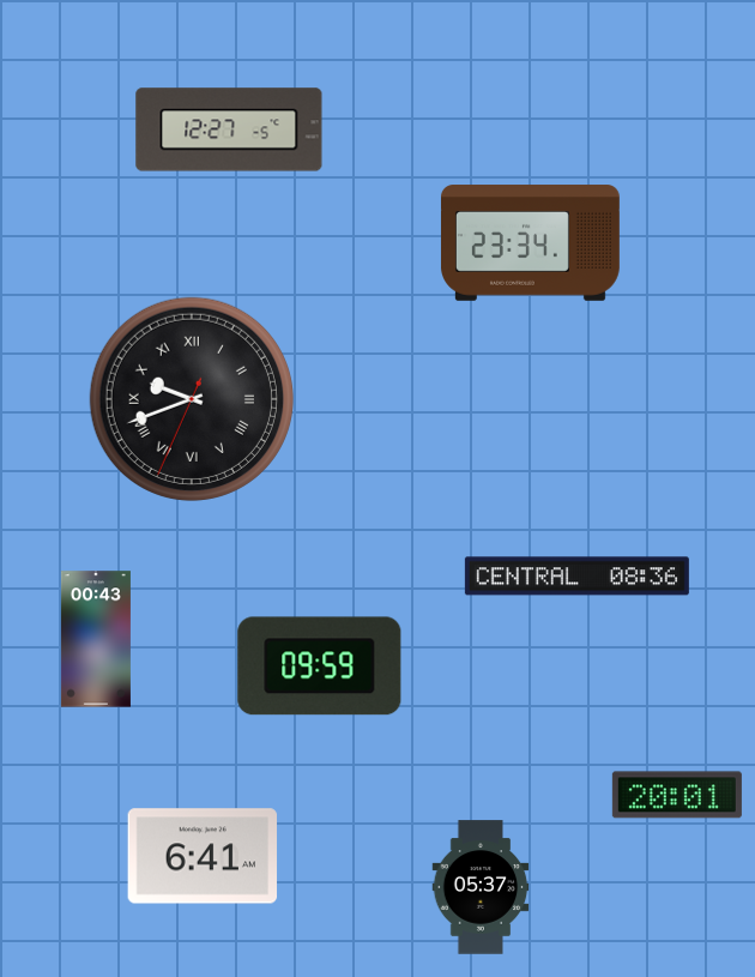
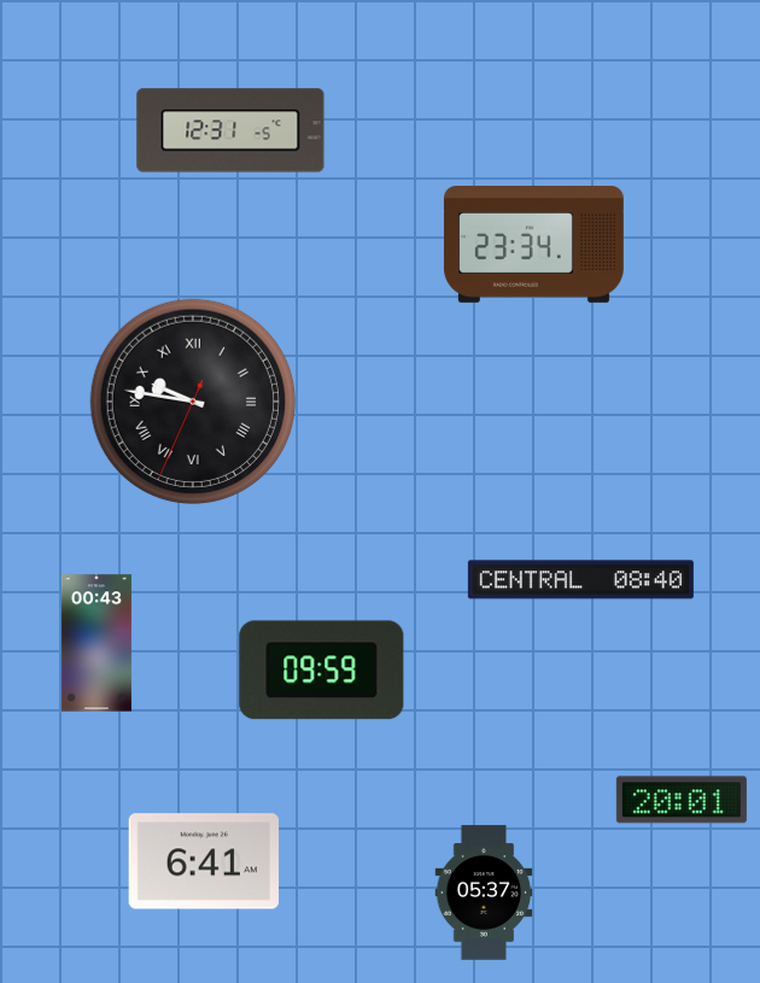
clock at (229, 129): 12:27 -> 12:31
clock at (192, 399): 9:41 -> 9:46
clock at (576, 577): 08:36 -> 08:40
